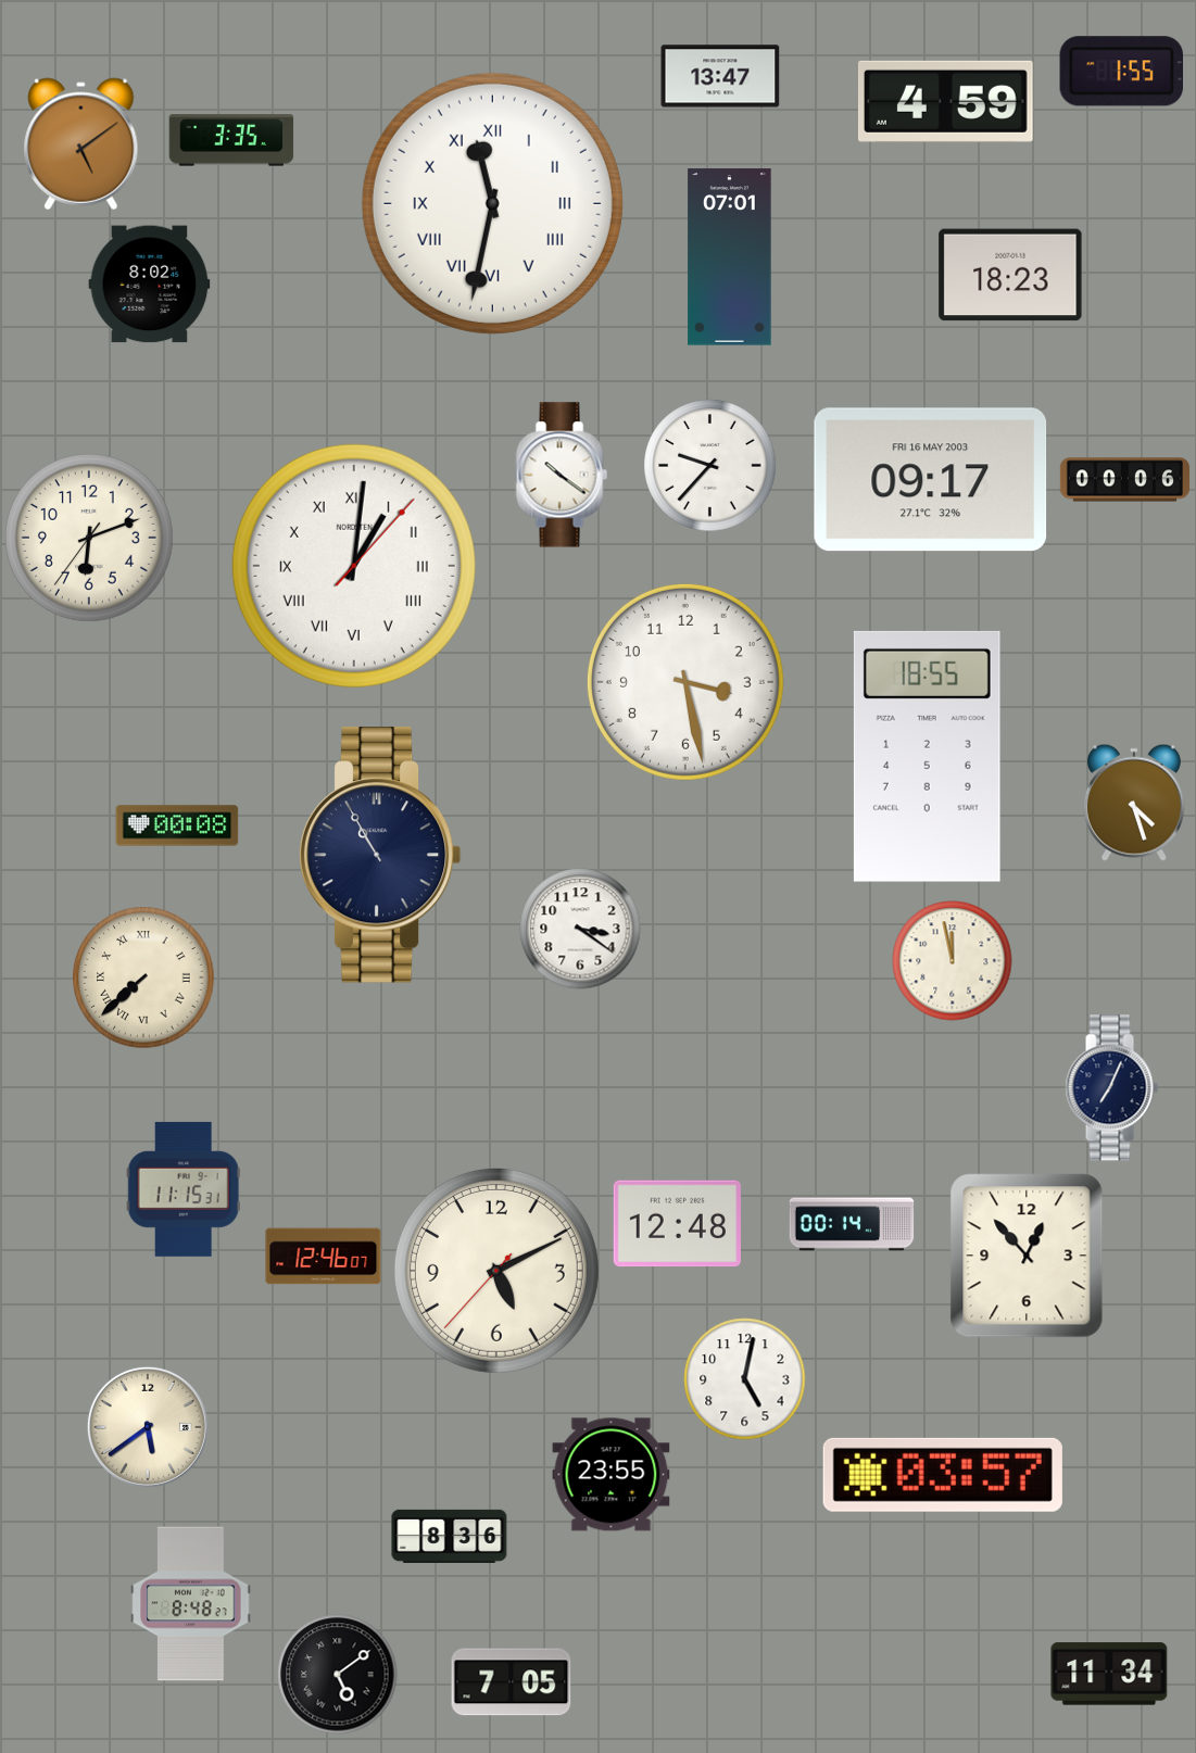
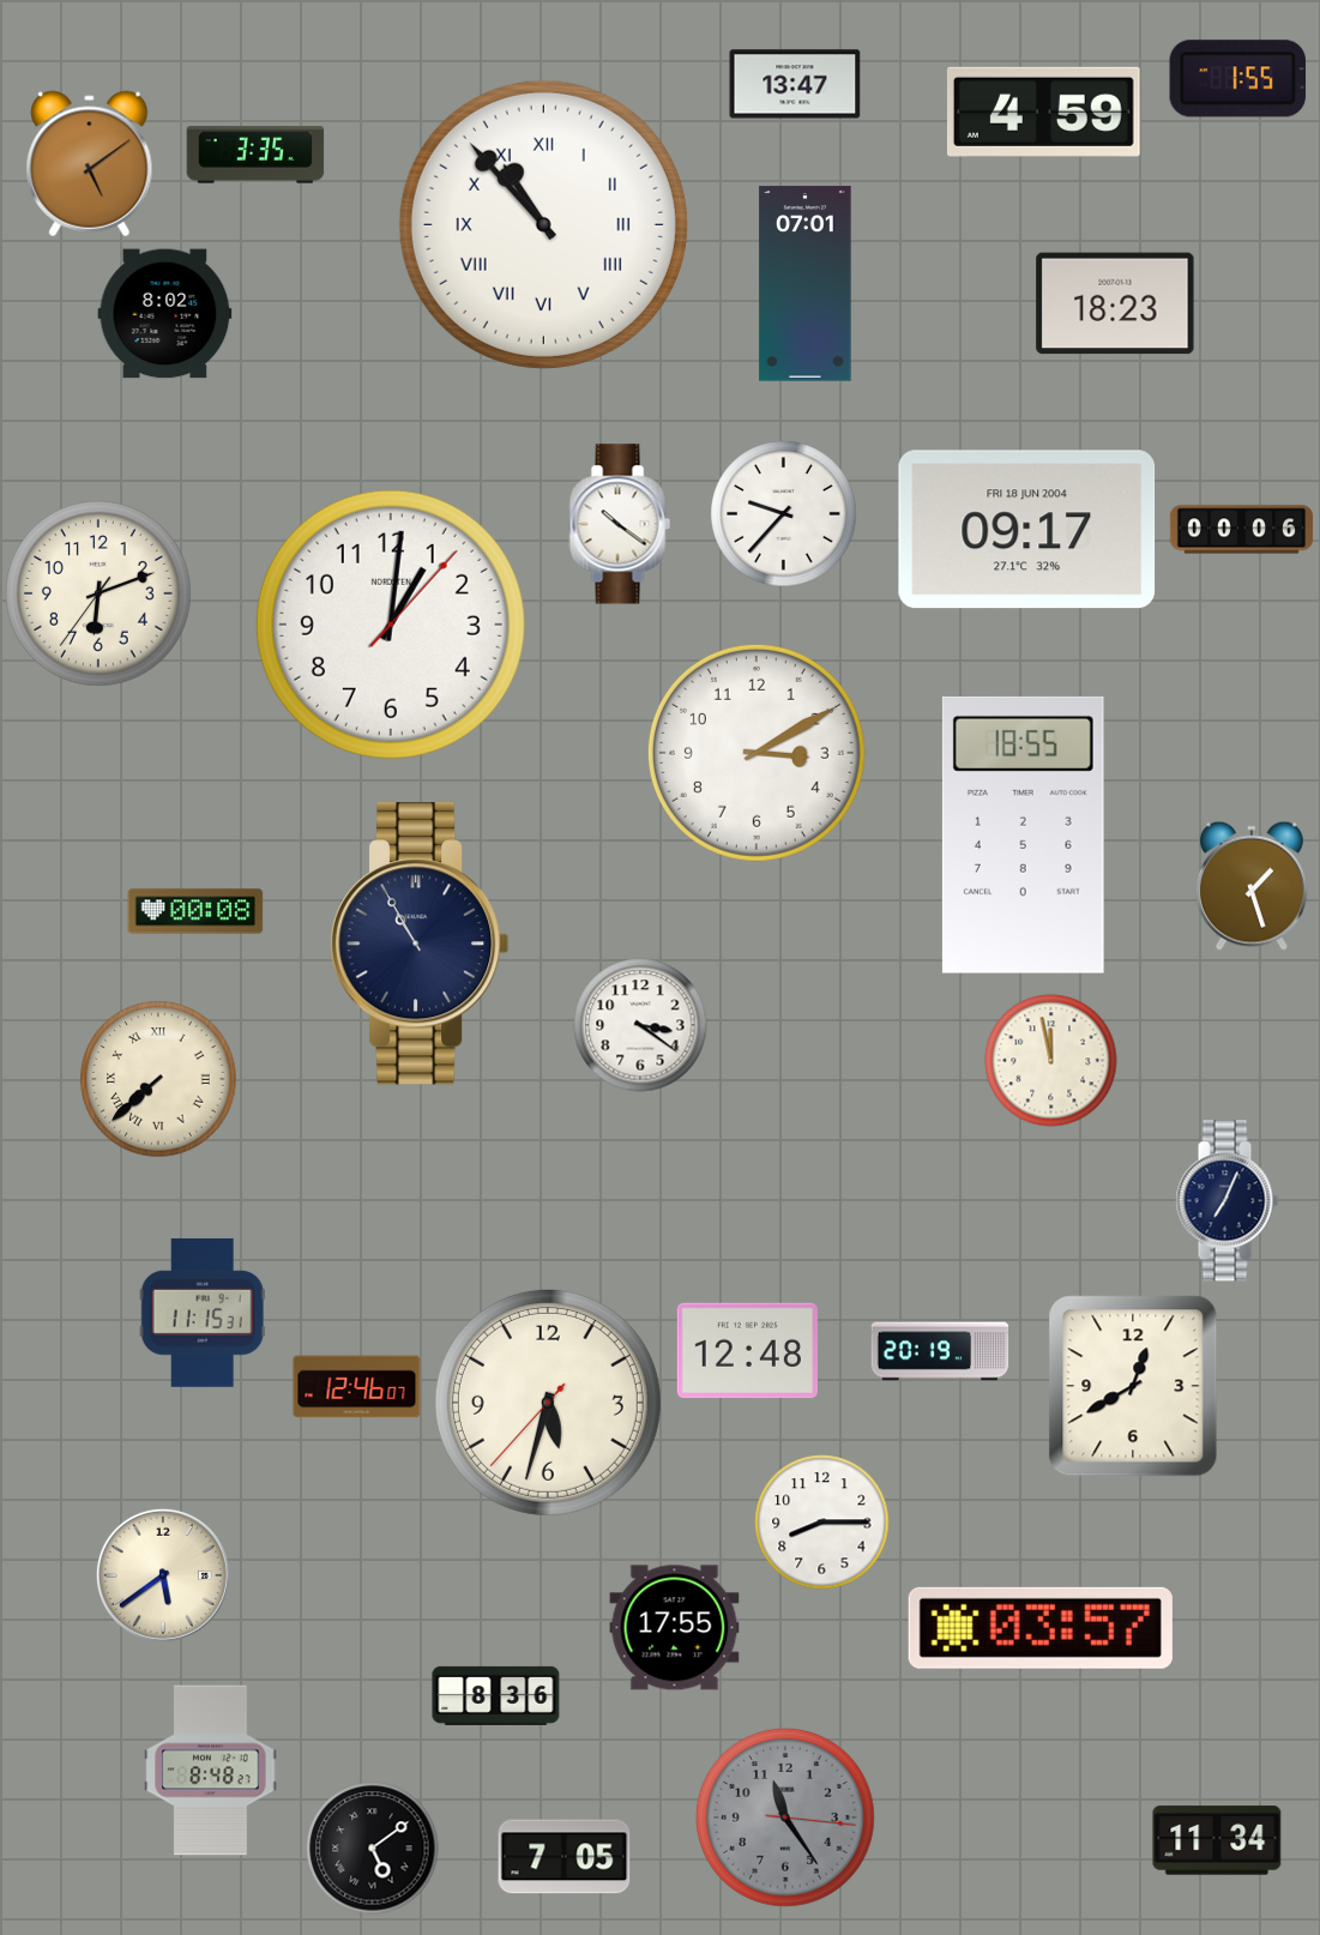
clock at (81, 144) position: (81, 144) -> (90, 164)
clock at (492, 203): 11:32 -> 10:53
clock at (931, 480) date: FRI 16 MAY 2003 -> FRI 18 JUN 2004
clock at (354, 566) numerals: Roman -> Arabic
clock at (685, 682): 3:28 -> 3:10
clock at (1134, 803): 4:27 -> 1:27
clock at (852, 1224): 00:14 -> 20:19
clock at (1027, 1256): 12:53 -> 12:40
clock at (496, 1271): 5:10 -> 5:32
clock at (745, 1379): 5:02 -> 8:15
clock at (612, 1475): 23:55 -> 17:55
clock at (786, 1819): none -> 11:24
clock at (1109, 1674) position: (1109, 1674) -> (1217, 1840)
